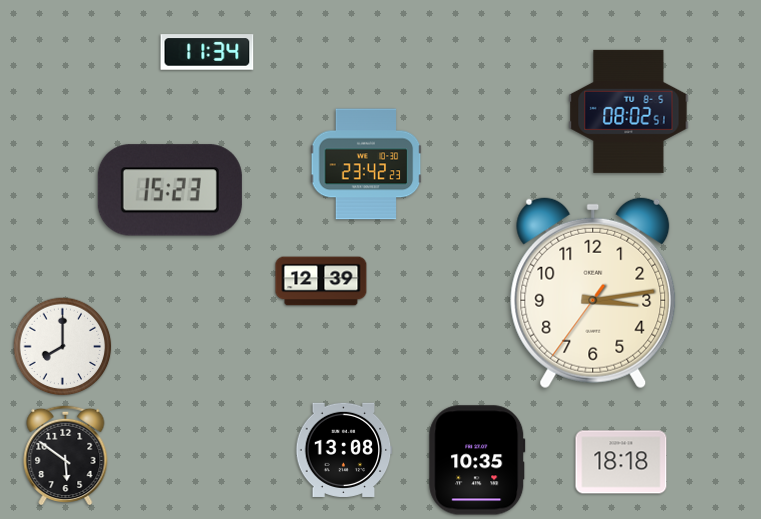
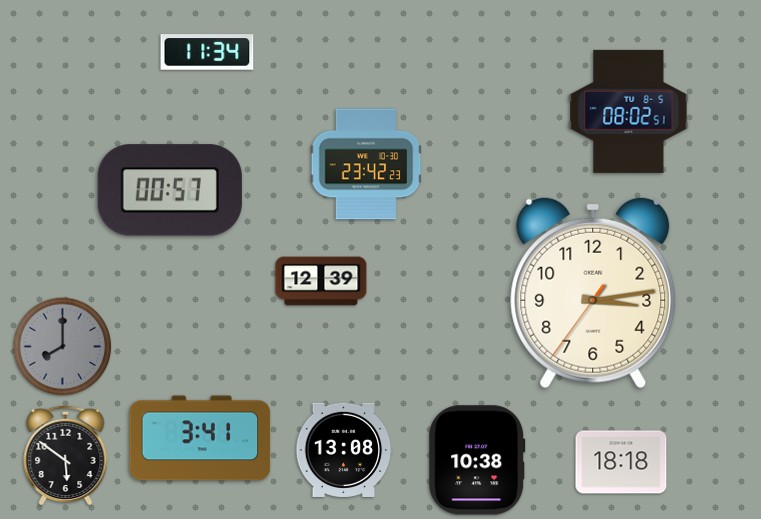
clock at (170, 190): 15:23 -> 00:57
clock at (63, 347) dial: white -> grey
clock at (200, 438): none -> 3:41
clock at (477, 460): 10:35 -> 10:38
